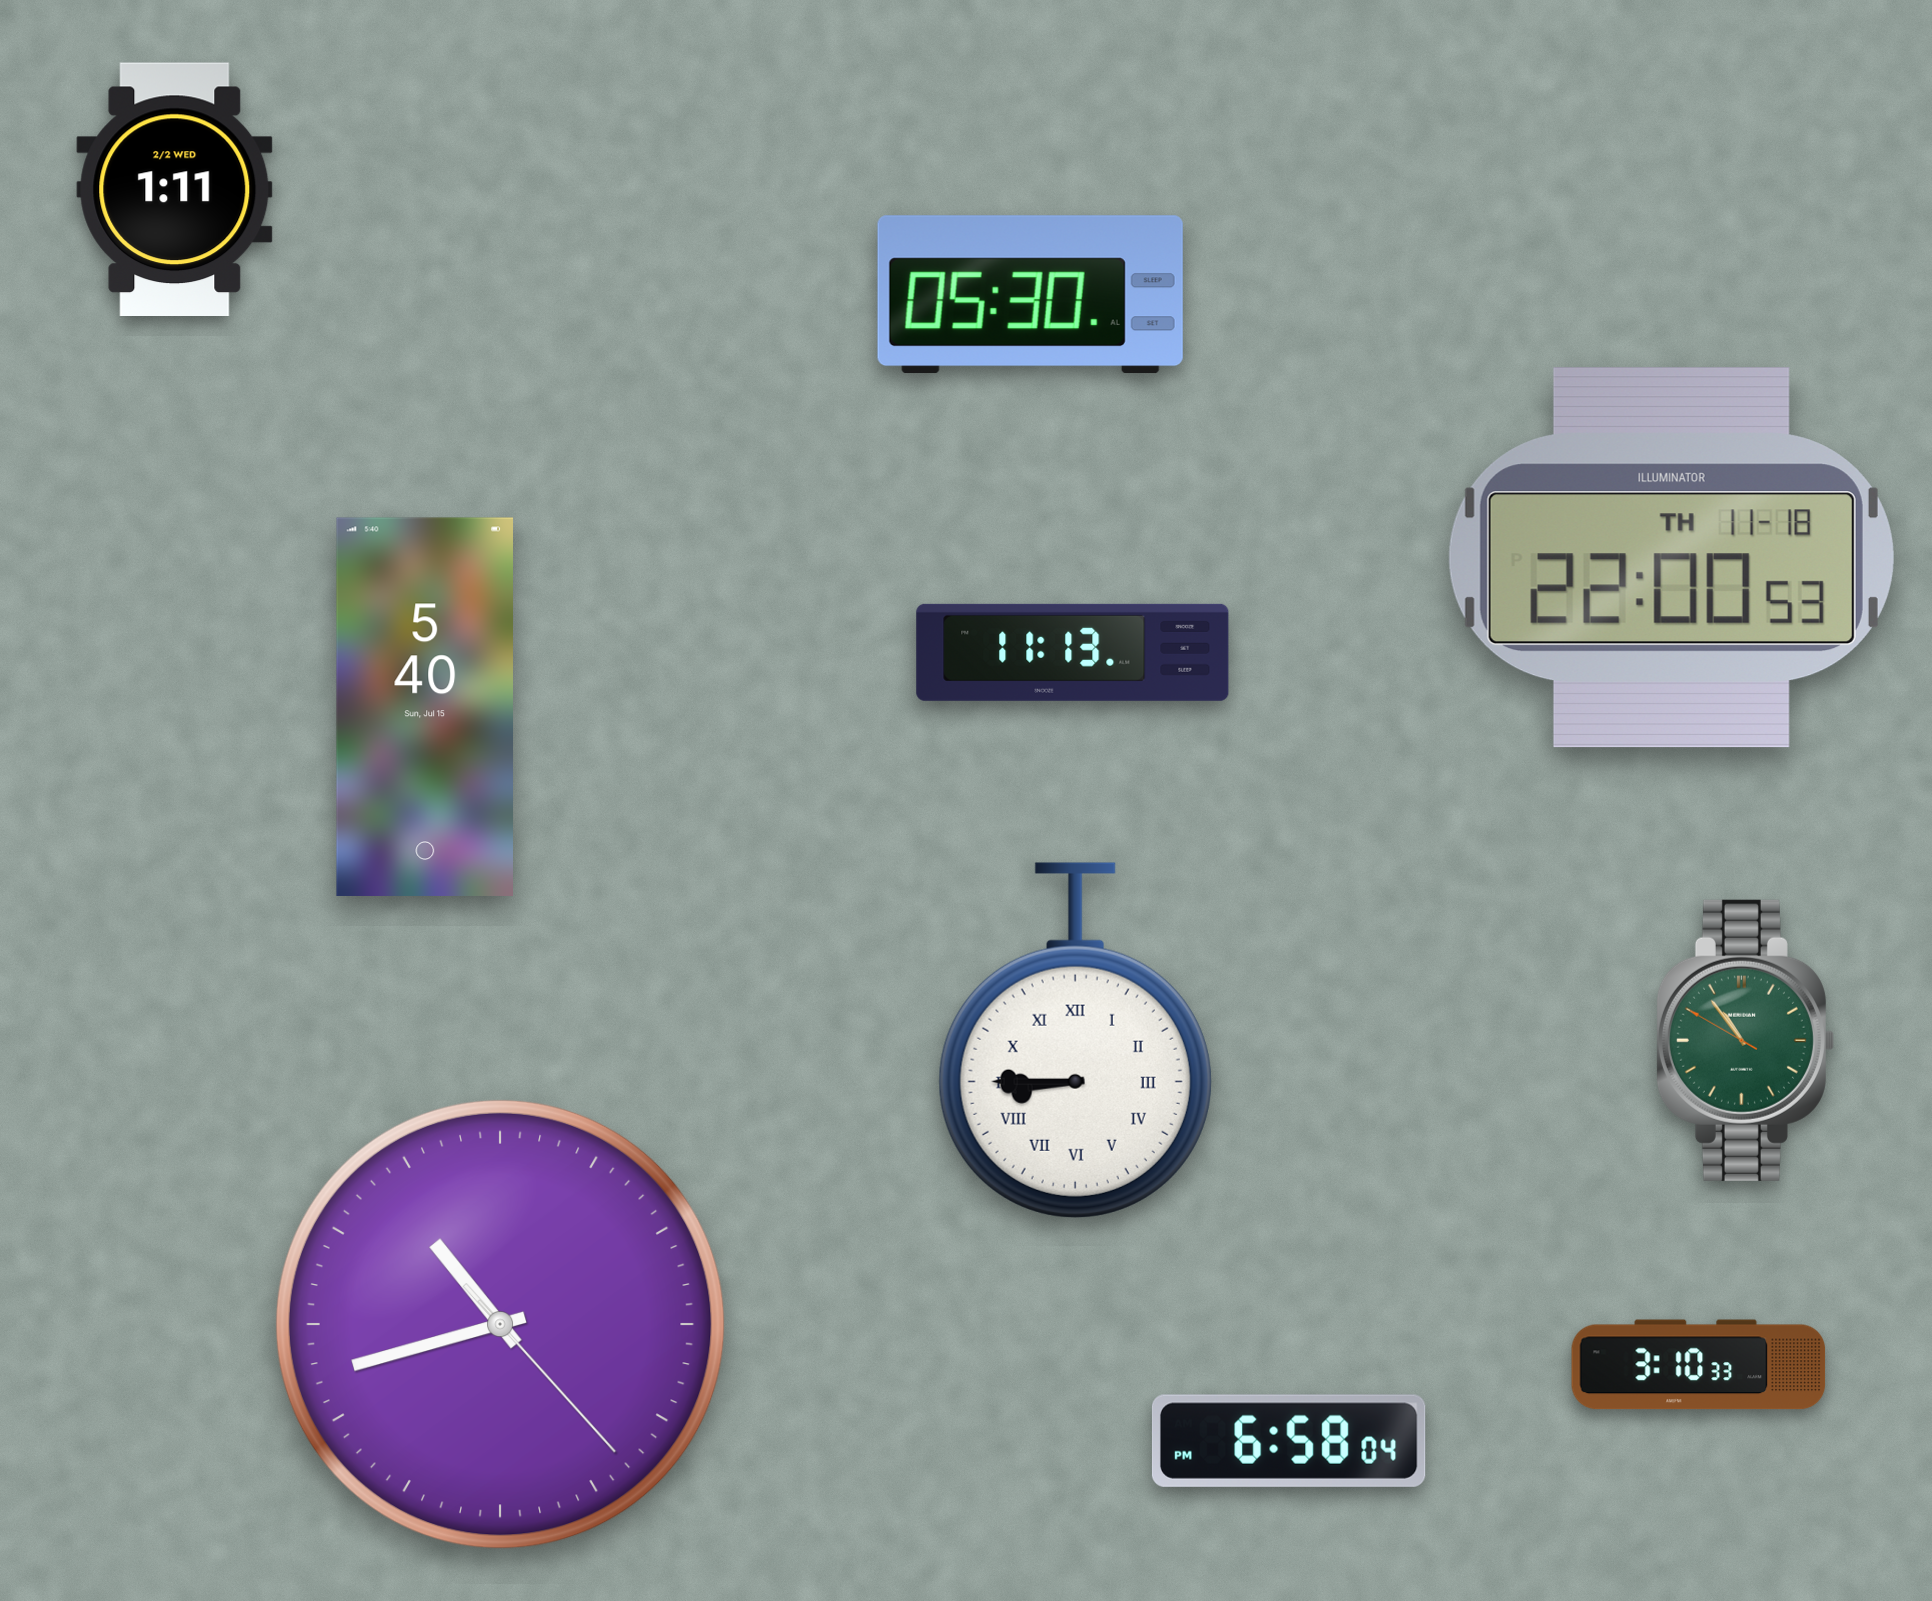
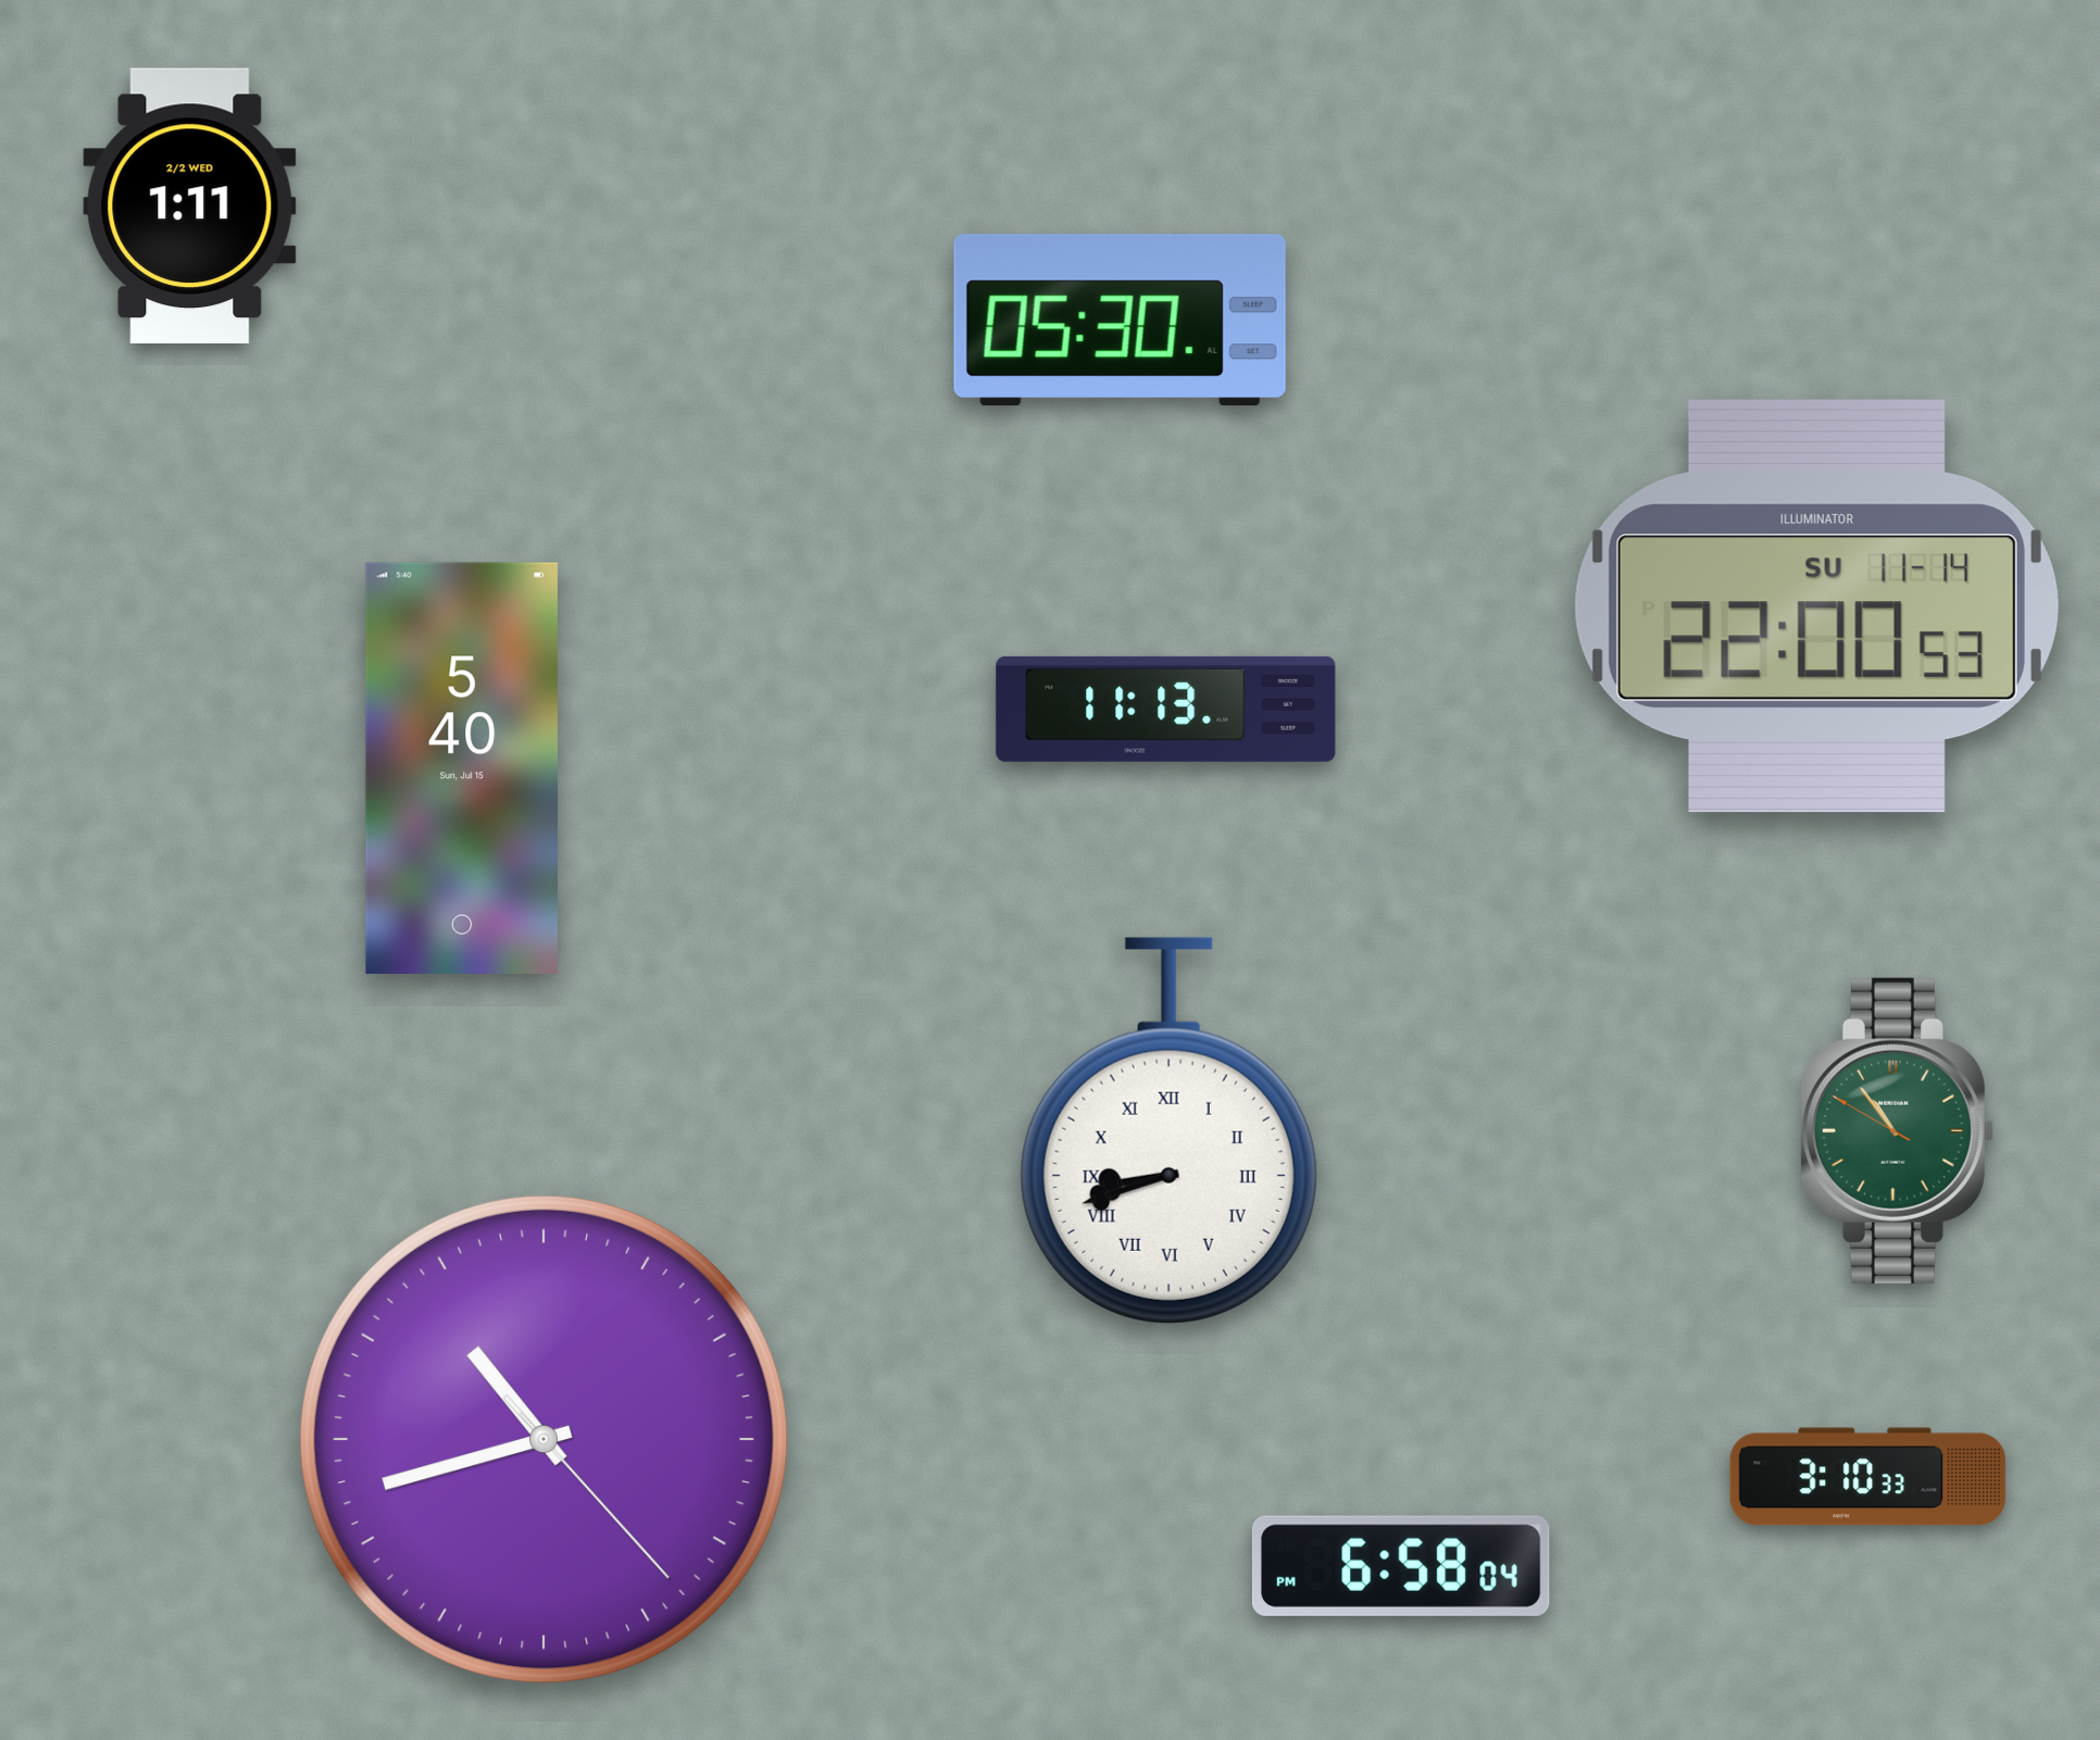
clock at (1671, 558) date: TH 11-18 -> SU 11-14
clock at (1075, 1040): 8:45 -> 8:42
clock at (1699, 1365) position: (1699, 1365) -> (1868, 1477)
